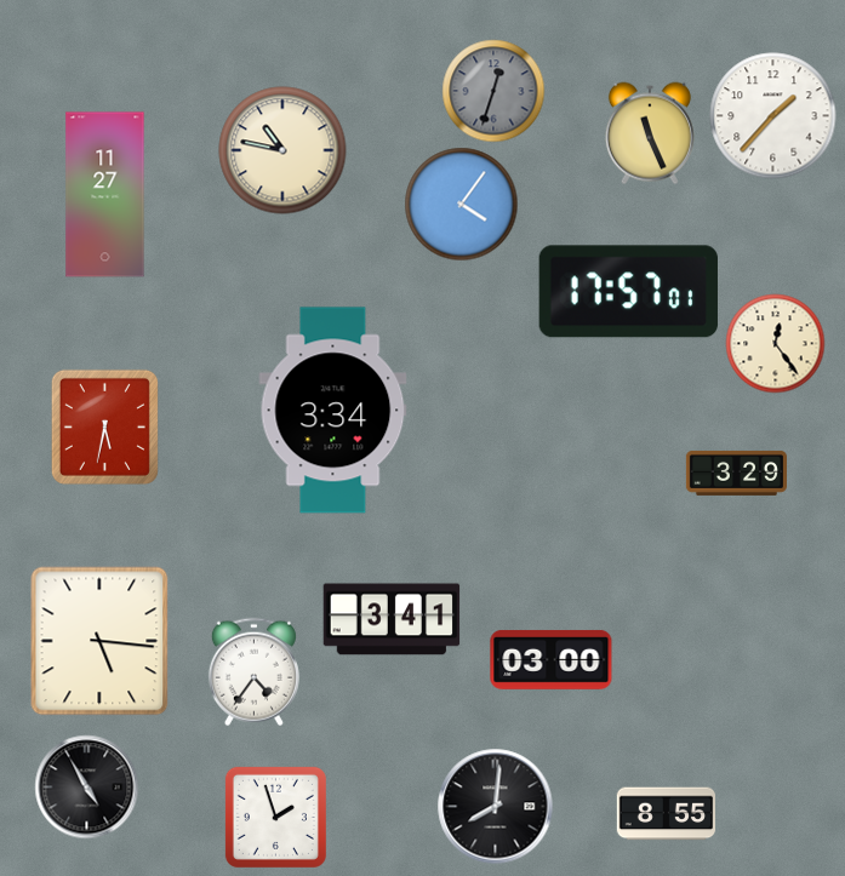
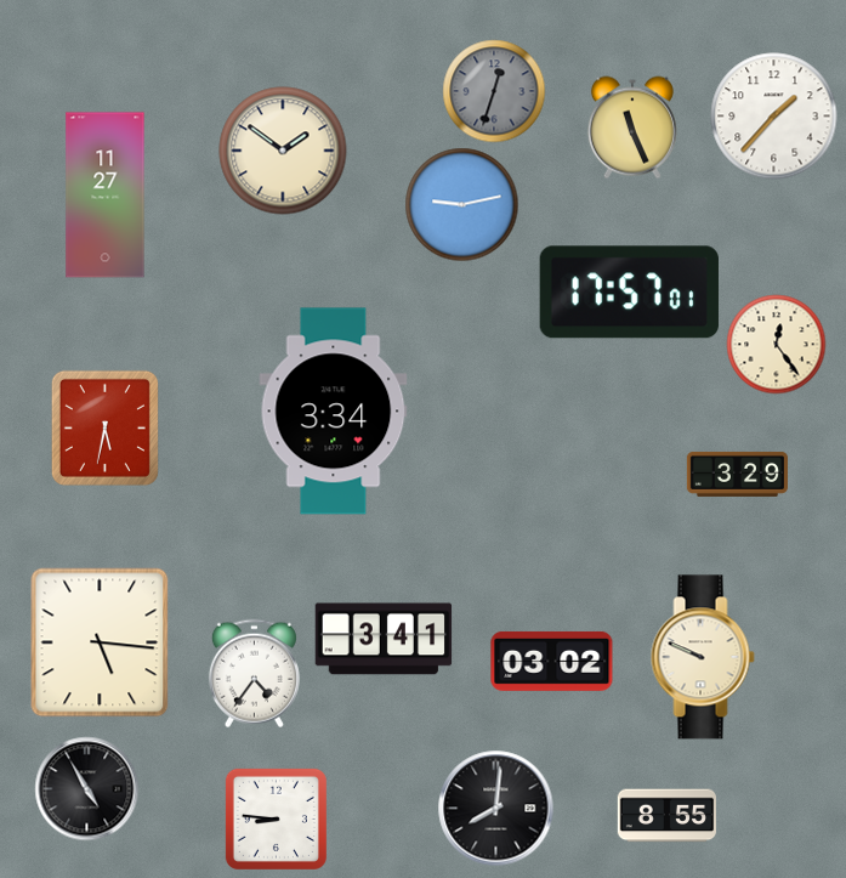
clock at (650, 133) position: (650, 133) -> (632, 128)
clock at (282, 150): 10:47 -> 1:51
clock at (462, 205): 4:06 -> 9:13
clock at (392, 619) position: (392, 619) -> (384, 639)
clock at (703, 657): none -> 9:49
clock at (552, 659): 03:00 -> 03:02
clock at (275, 817): 1:57 -> 8:46
